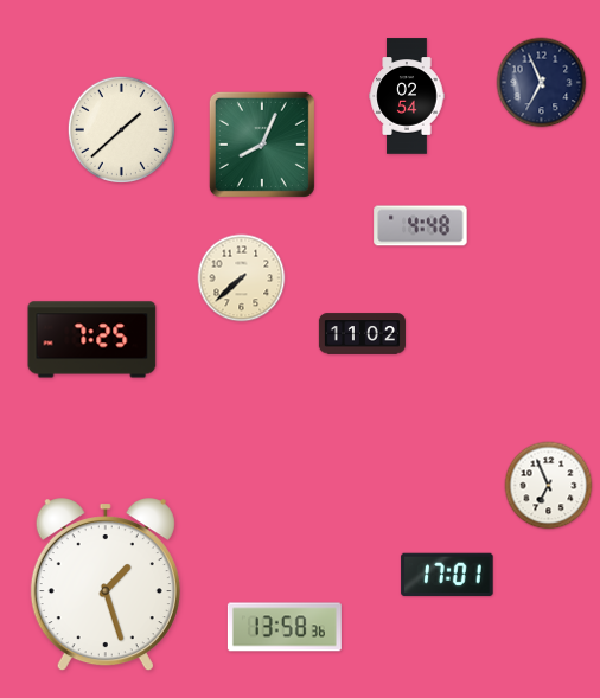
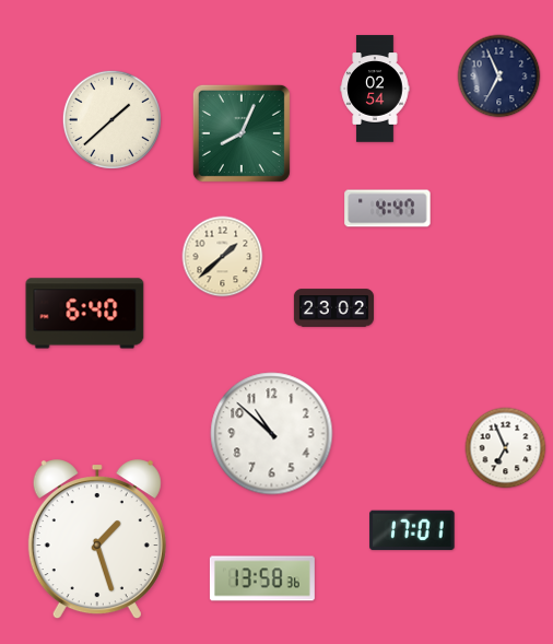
clock at (421, 226): 4:48 -> 4:47
clock at (242, 278): 7:38 -> 1:38
clock at (362, 334): 11:02 -> 23:02
clock at (92, 340): 7:25 -> 6:40
clock at (272, 434): none -> 10:52
